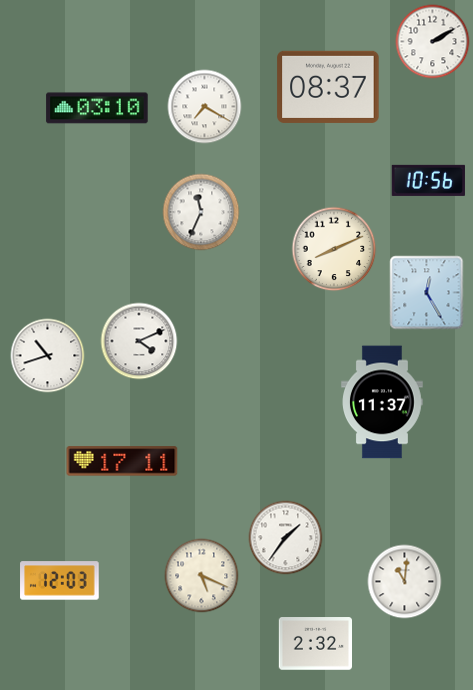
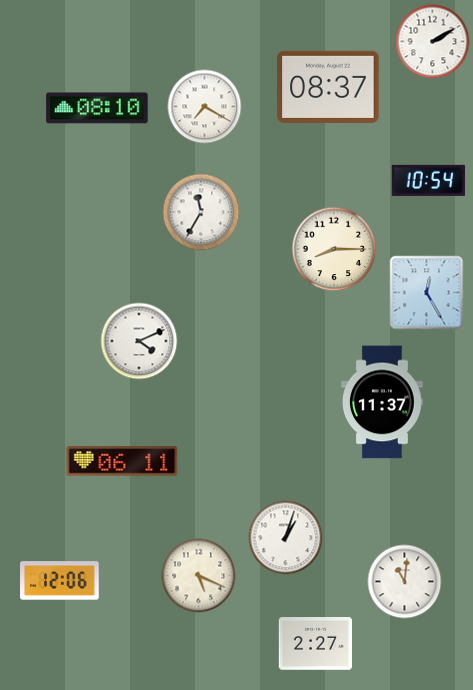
clock at (97, 108): 03:10 -> 08:10
clock at (428, 180): 10:56 -> 10:54
clock at (201, 212): 11:34 -> 11:35
clock at (334, 249): 8:11 -> 8:15
clock at (48, 356): 10:42 -> none
clock at (122, 461): 17:11 -> 06:11
clock at (286, 538): 1:36 -> 1:03
clock at (202, 576) position: (202, 576) -> (199, 576)
clock at (60, 581): 12:03 -> 12:06
clock at (315, 644): 2:32 -> 2:27
